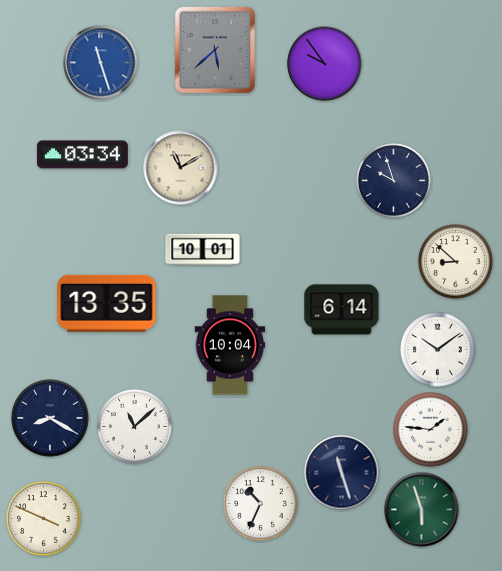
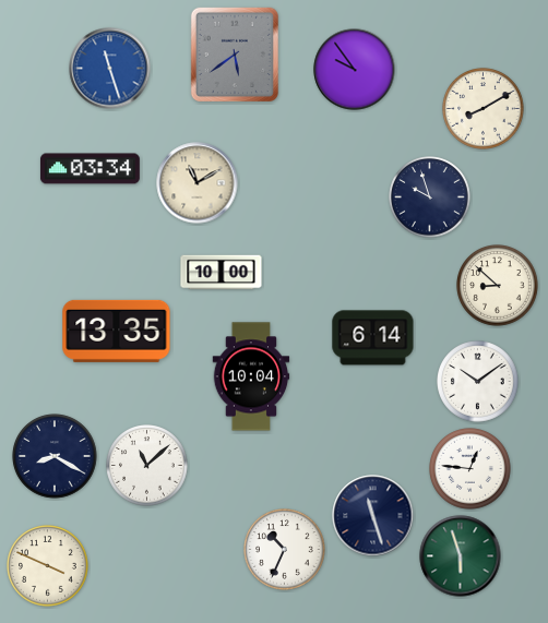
clock at (215, 50): 5:38 -> 5:39
clock at (484, 109): none -> 8:10
clock at (203, 250): 10:01 -> 10:00
clock at (431, 430): 1:46 -> 12:46
